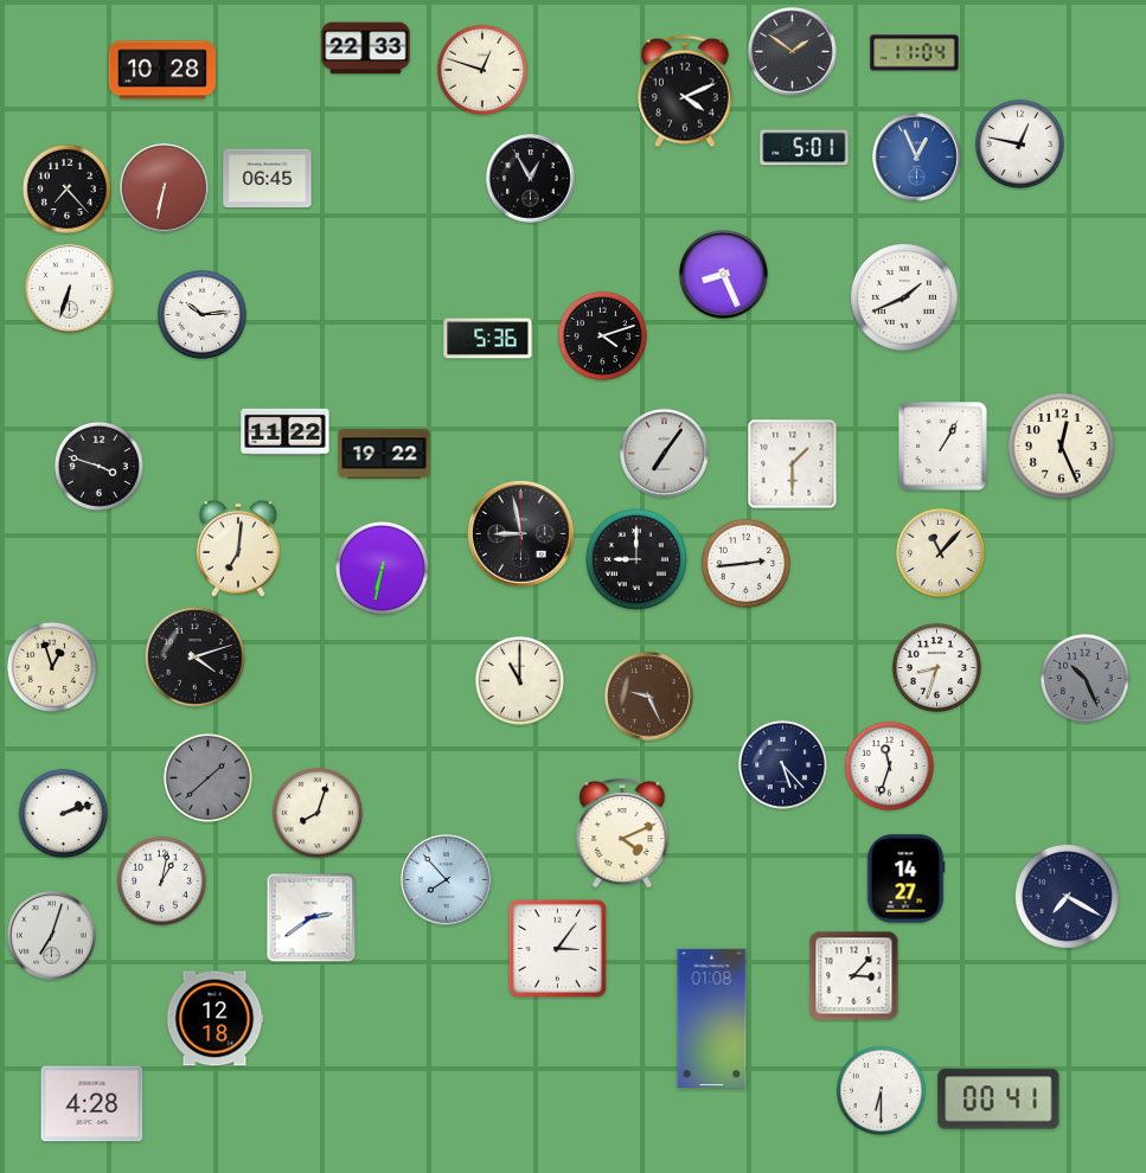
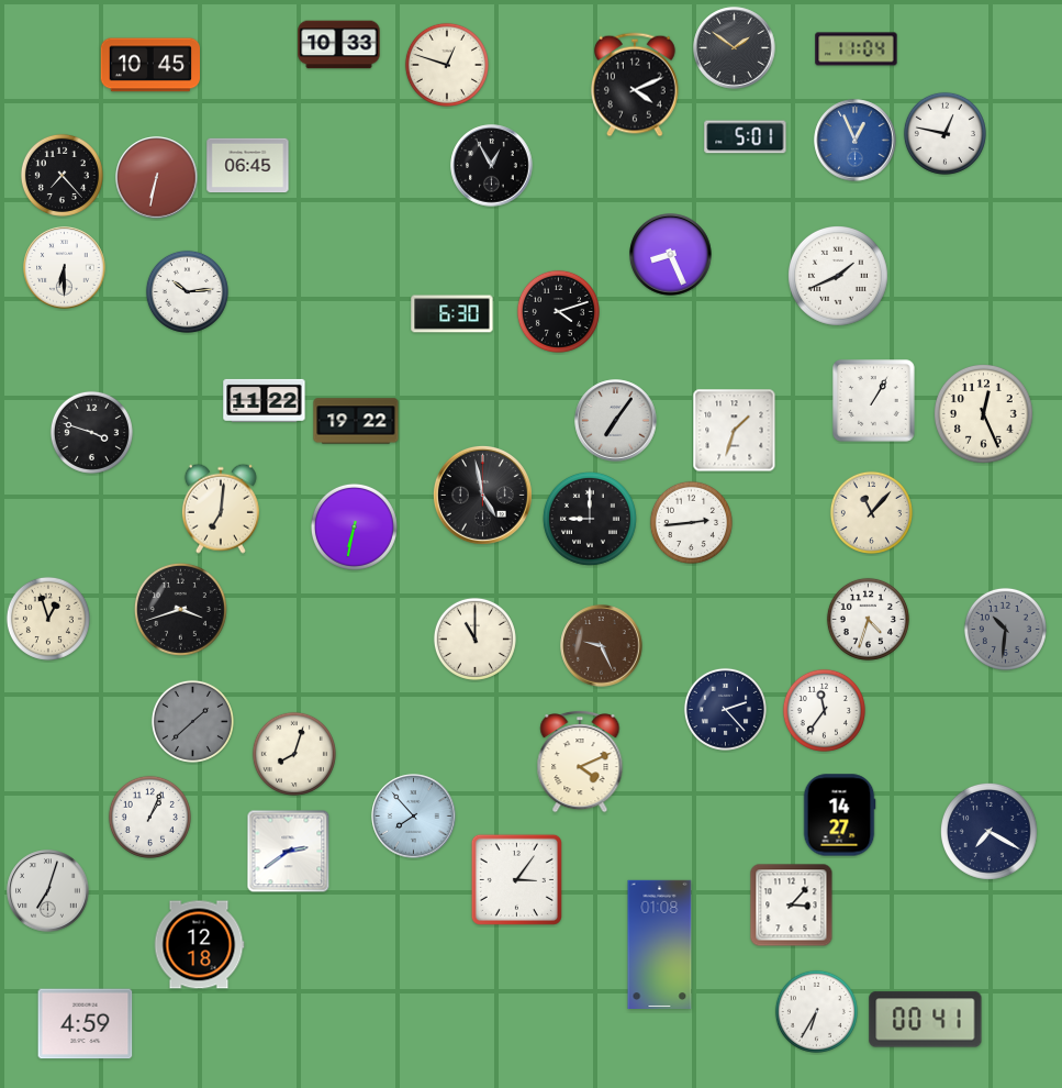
clock at (366, 49): 22:33 -> 10:33
clock at (915, 53) position: (915, 53) -> (857, 49)
clock at (161, 70): 10:28 -> 10:45
clock at (917, 158) position: (917, 158) -> (856, 141)
clock at (165, 188) position: (165, 188) -> (157, 178)
clock at (70, 289): 6:33 -> 6:30
clock at (488, 339): 5:36 -> 6:30
clock at (943, 447) position: (943, 447) -> (874, 401)
clock at (793, 464): 1:30 -> 1:33
clock at (520, 533): 8:58 -> 4:58
clock at (194, 656): 4:12 -> 3:42
clock at (936, 667): 8:33 -> 4:33
clock at (1084, 678): 10:26 -> 10:31
clock at (519, 680) position: (519, 680) -> (474, 639)
clock at (782, 764): 5:23 -> 2:23
clock at (889, 765): 11:33 -> 11:36
clock at (63, 813): 2:12 -> none
clock at (622, 834) position: (622, 834) -> (580, 763)
clock at (161, 880): 1:02 -> 1:04
clock at (52, 936) position: (52, 936) -> (48, 891)
clock at (881, 1090): 6:30 -> 6:35
clock at (92, 1104): 4:28 -> 4:59
